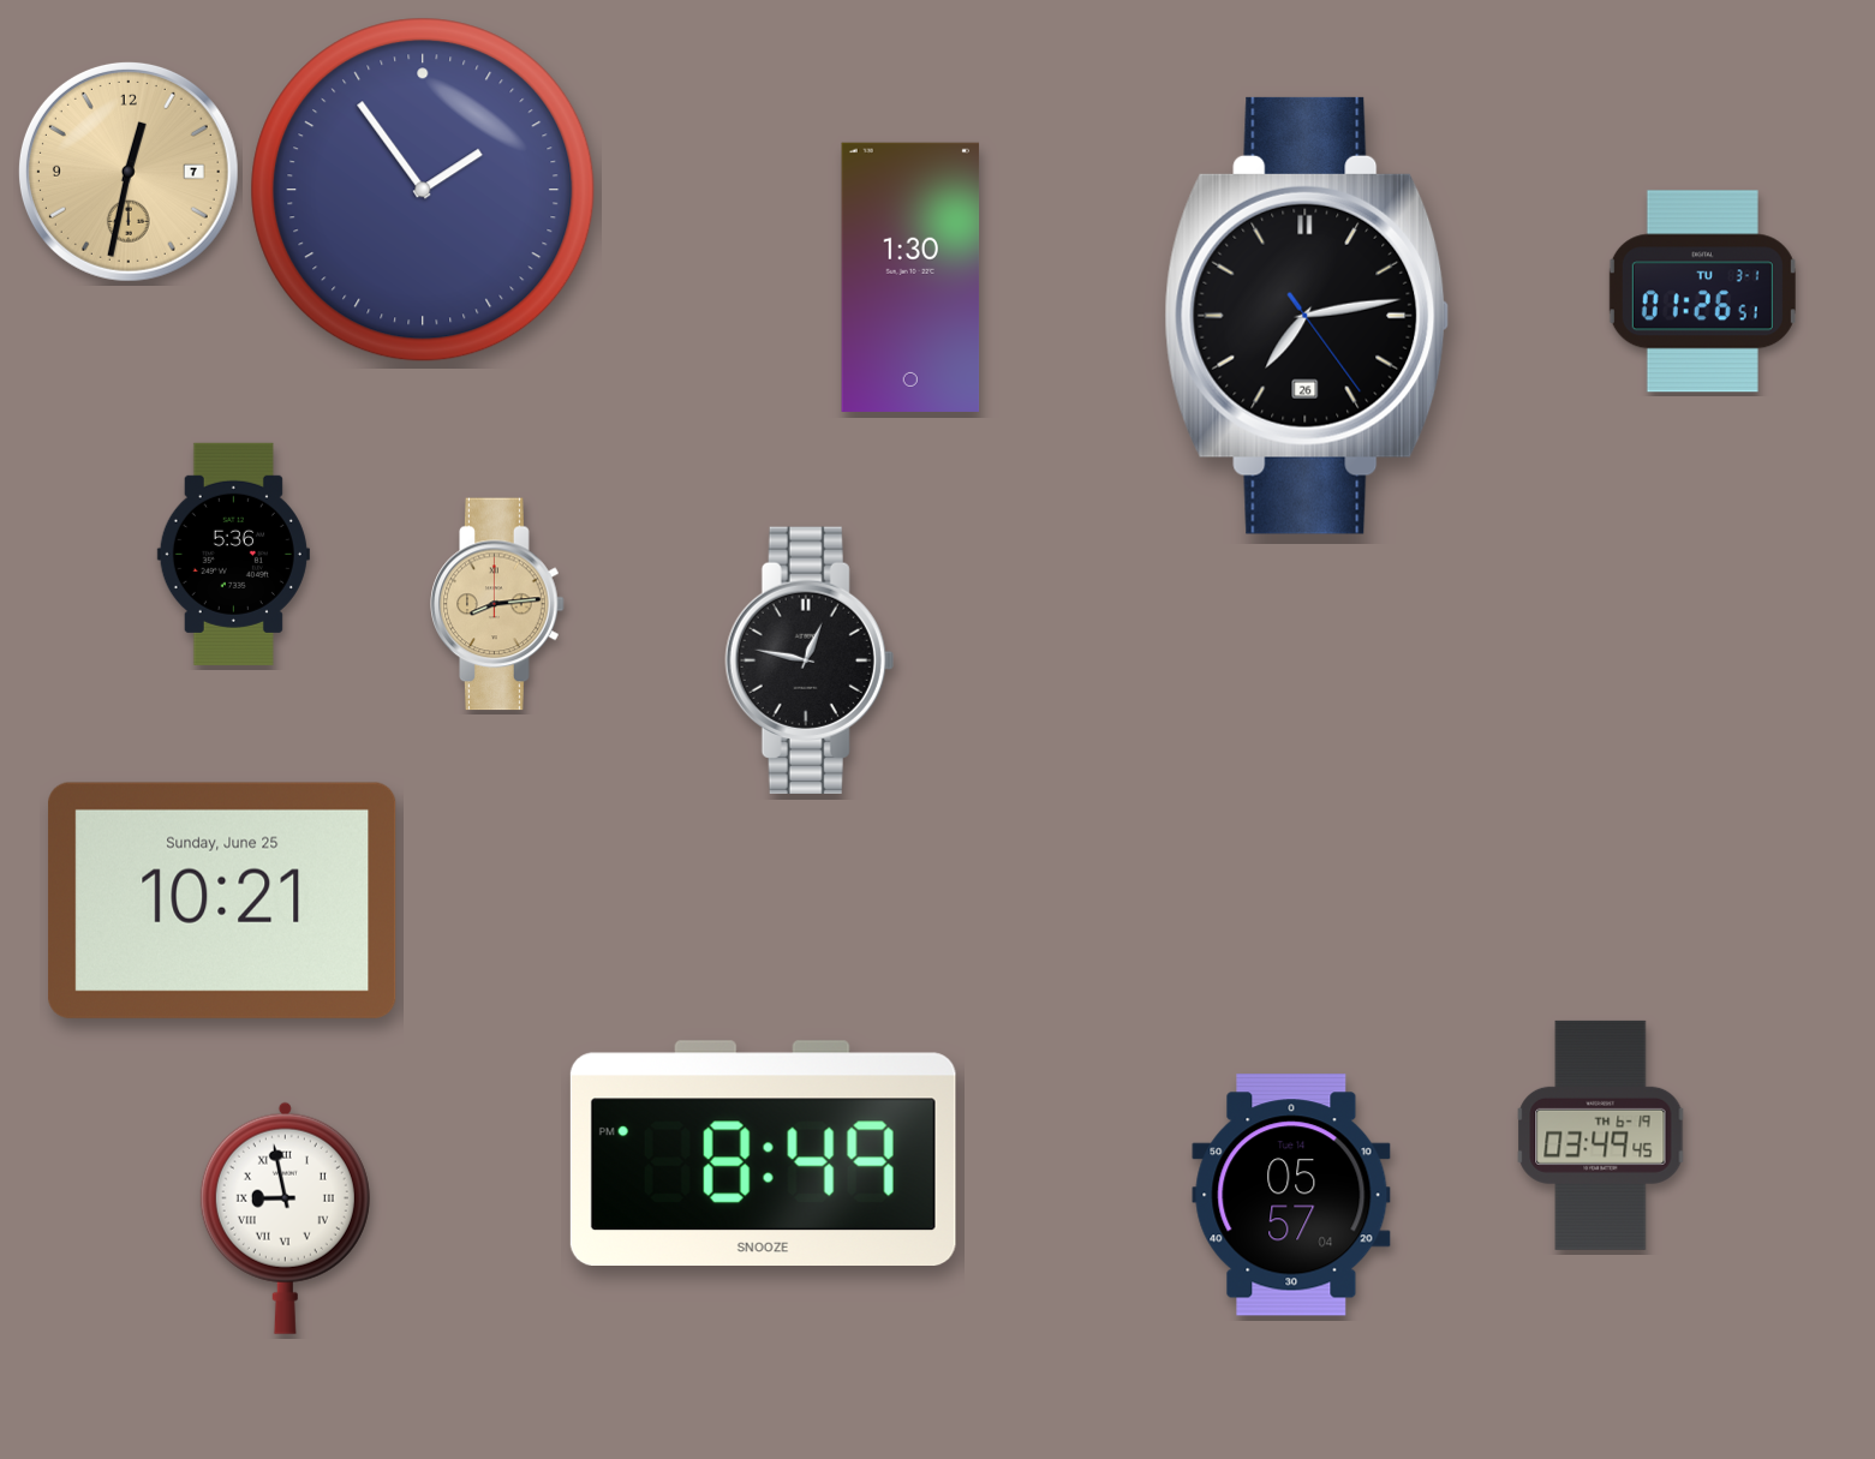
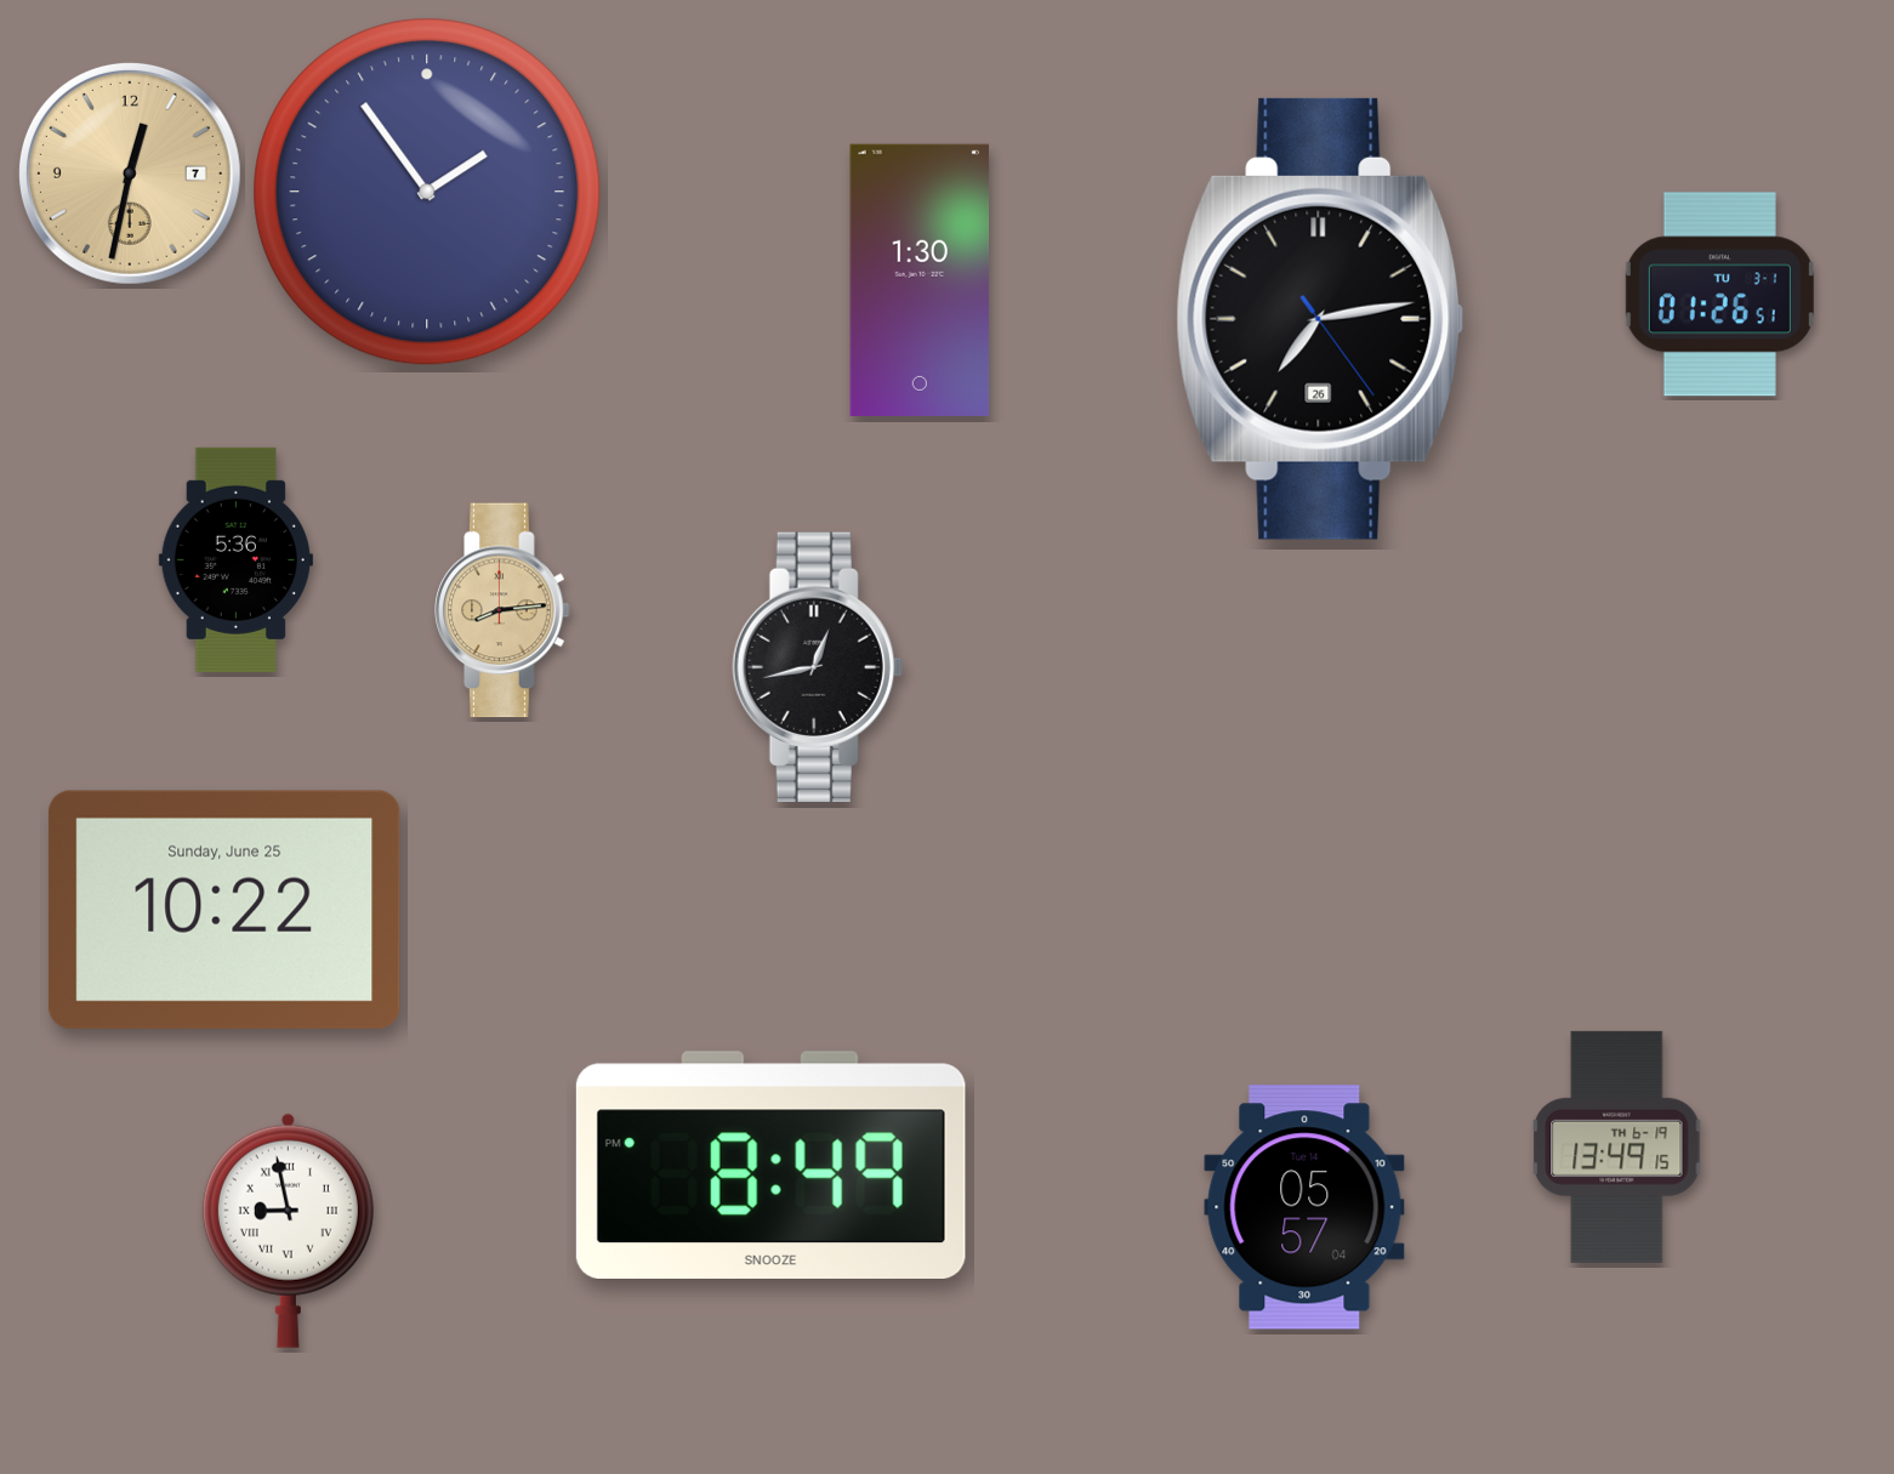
clock at (810, 660): 12:47 -> 12:43
clock at (222, 901): 10:21 -> 10:22
clock at (1601, 1135): 03:49 -> 13:49
